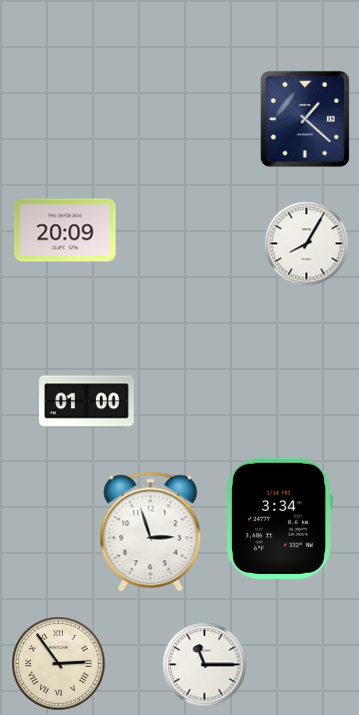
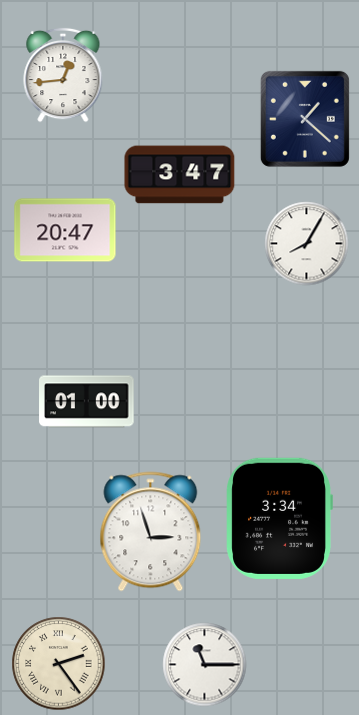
clock at (63, 75): none -> 12:44
clock at (180, 175): none -> 3:47
clock at (65, 230): 20:09 -> 20:47
clock at (59, 664): 2:54 -> 2:24
